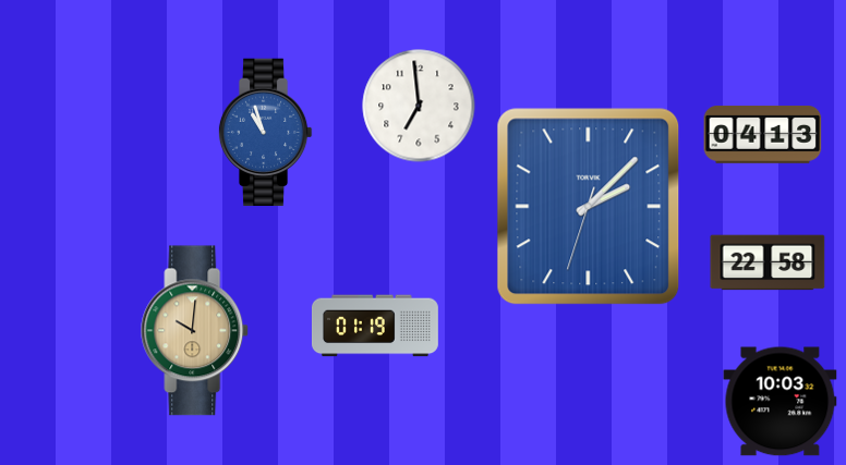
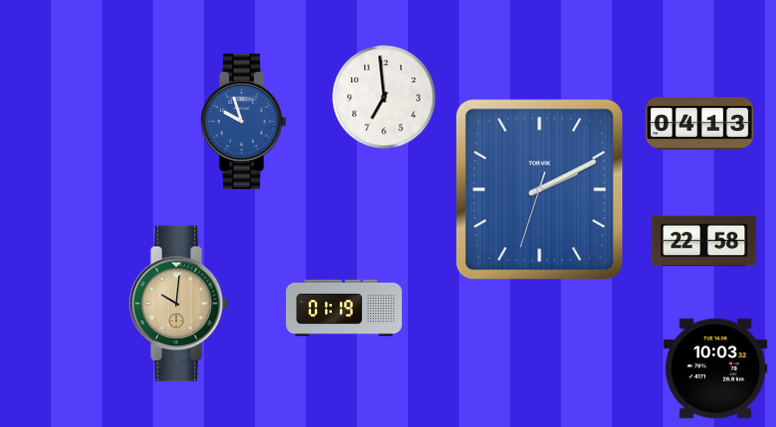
clock at (265, 133): 10:57 -> 9:57
clock at (589, 207): 2:07 -> 2:10
clock at (375, 326) position: (375, 326) -> (344, 308)
